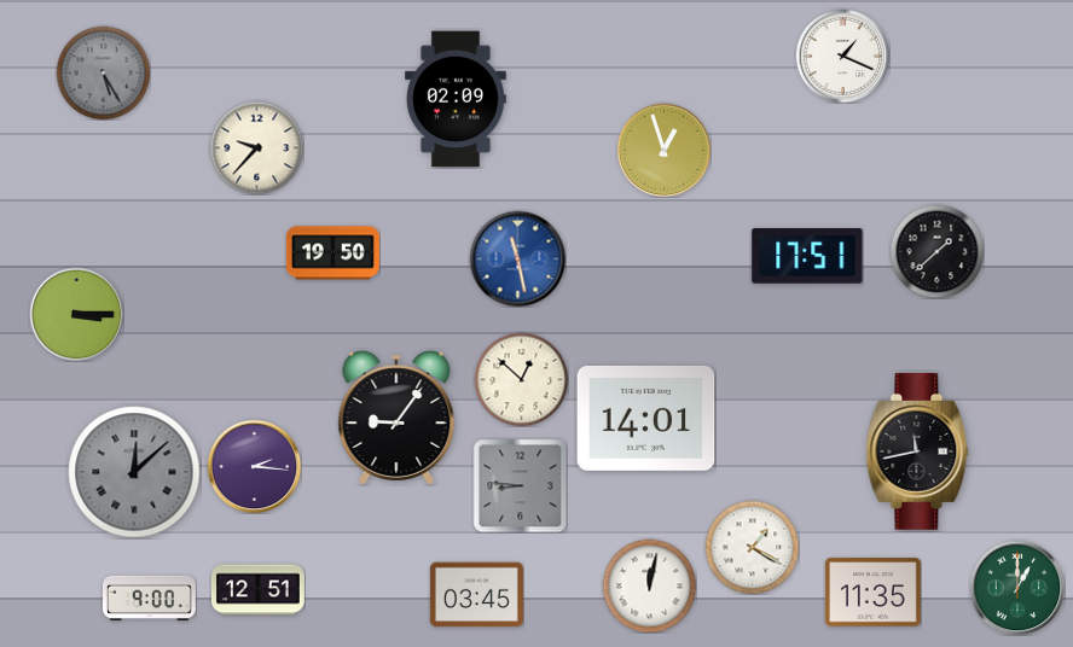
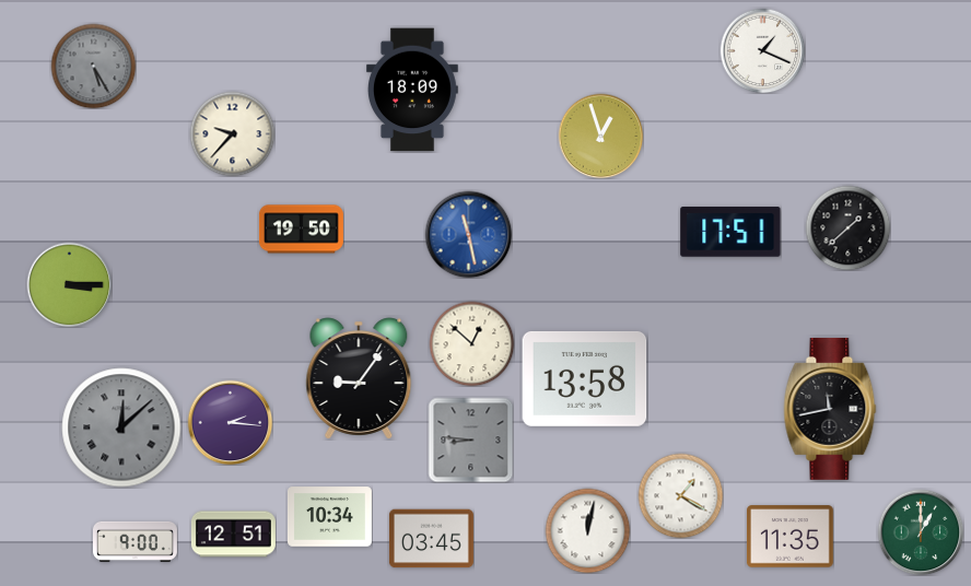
clock at (456, 99): 02:09 -> 18:09
clock at (646, 418): 14:01 -> 13:58
clock at (329, 517): none -> 10:34
